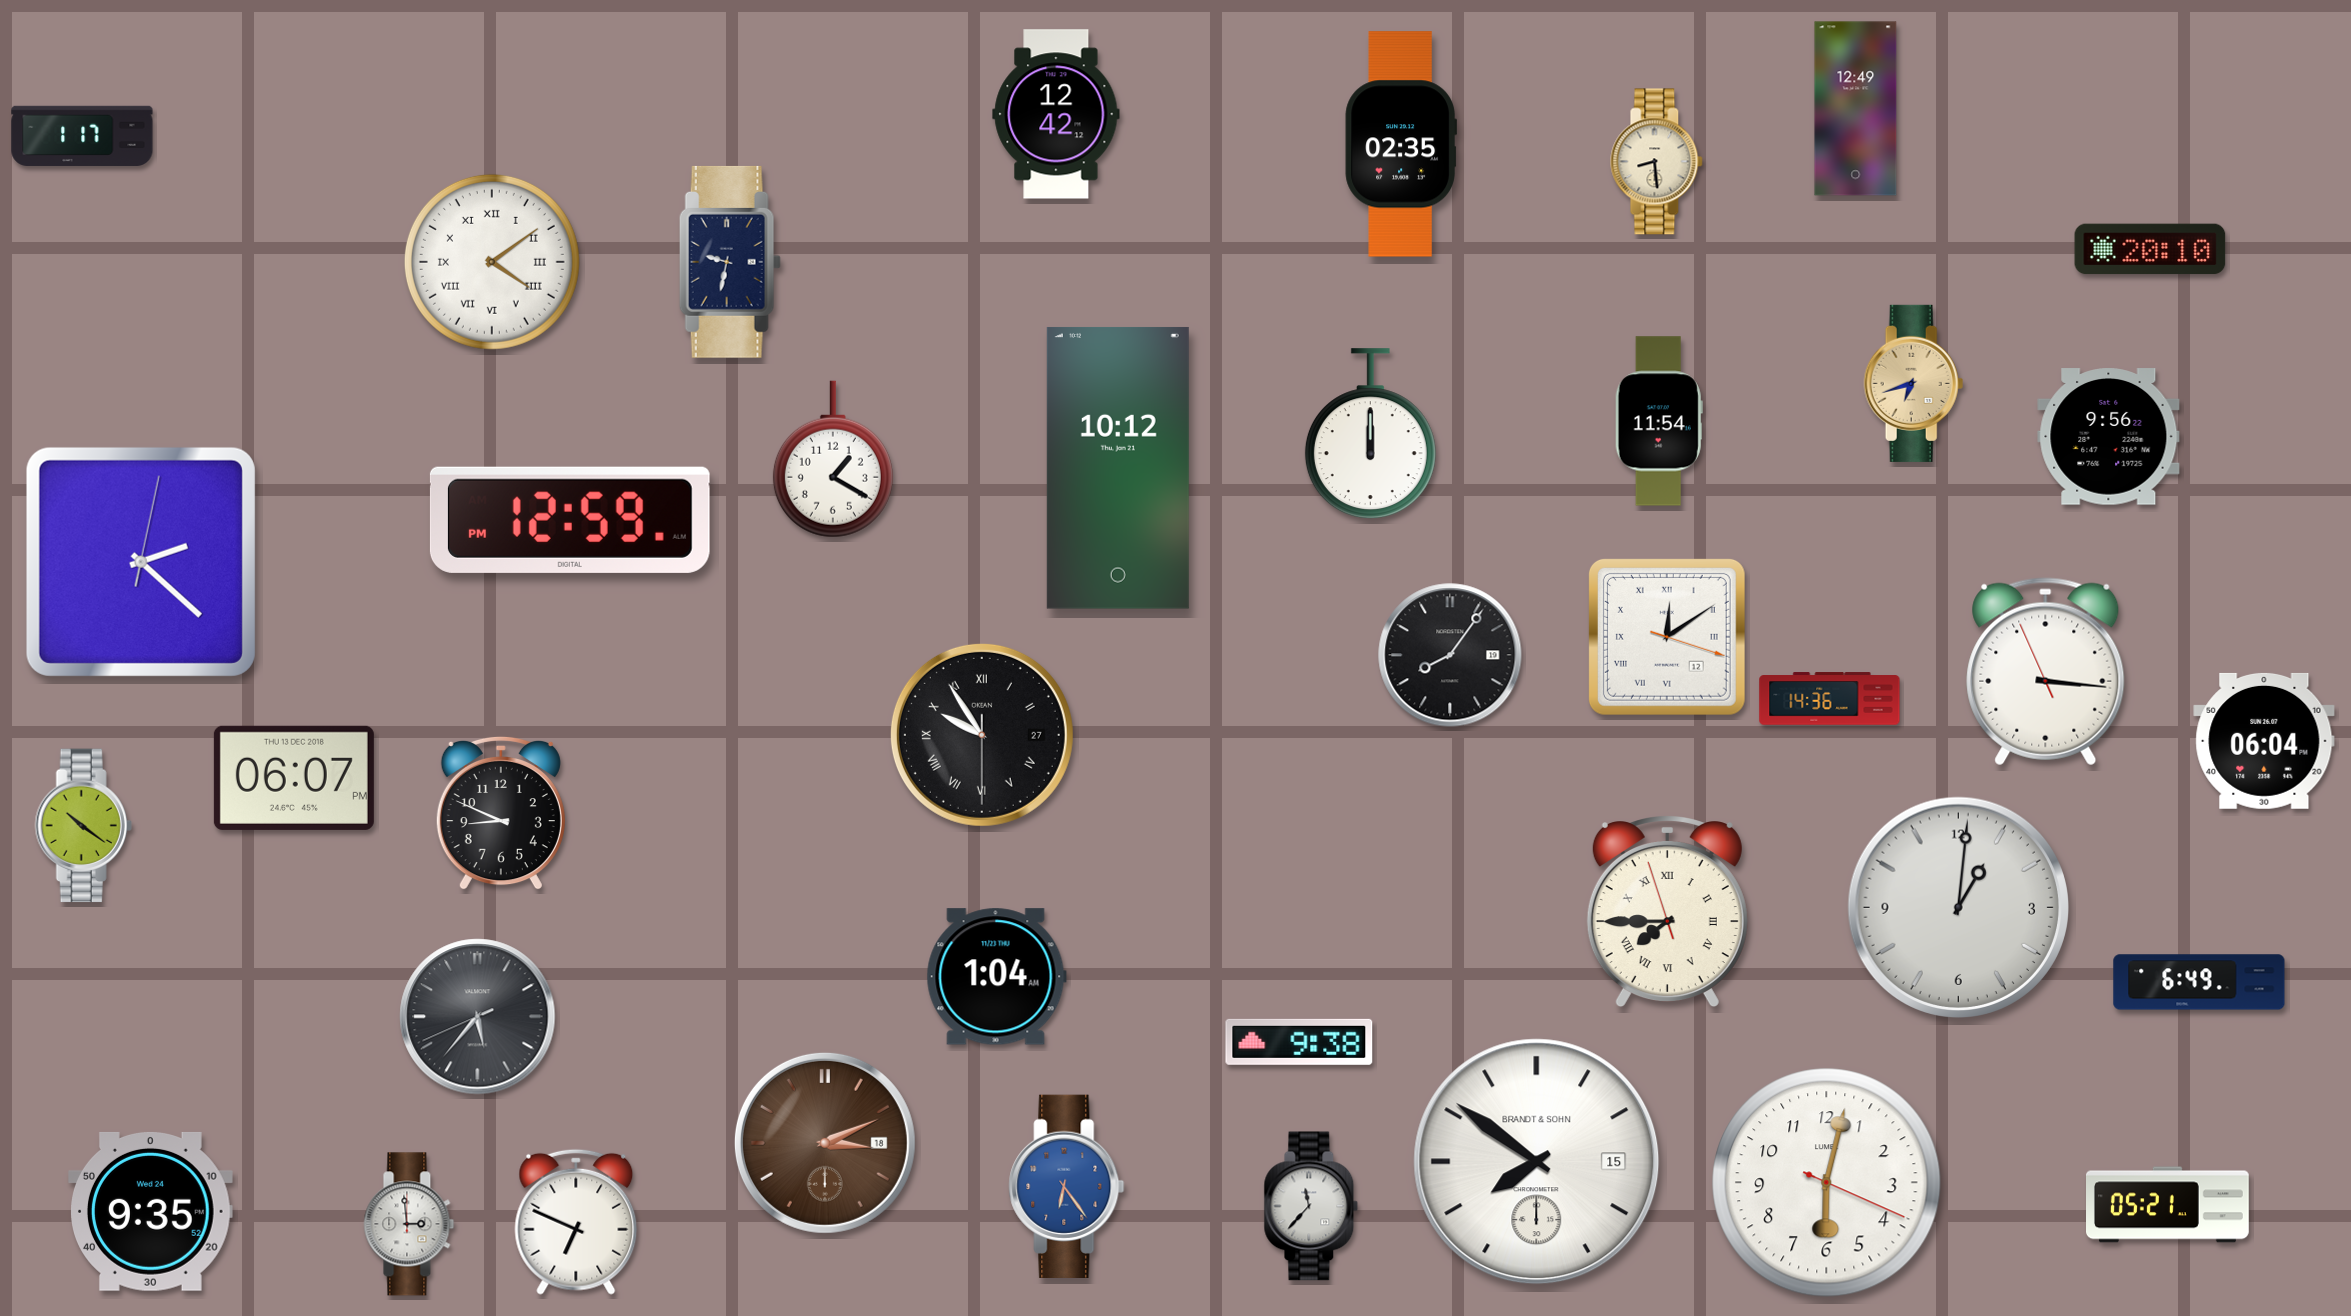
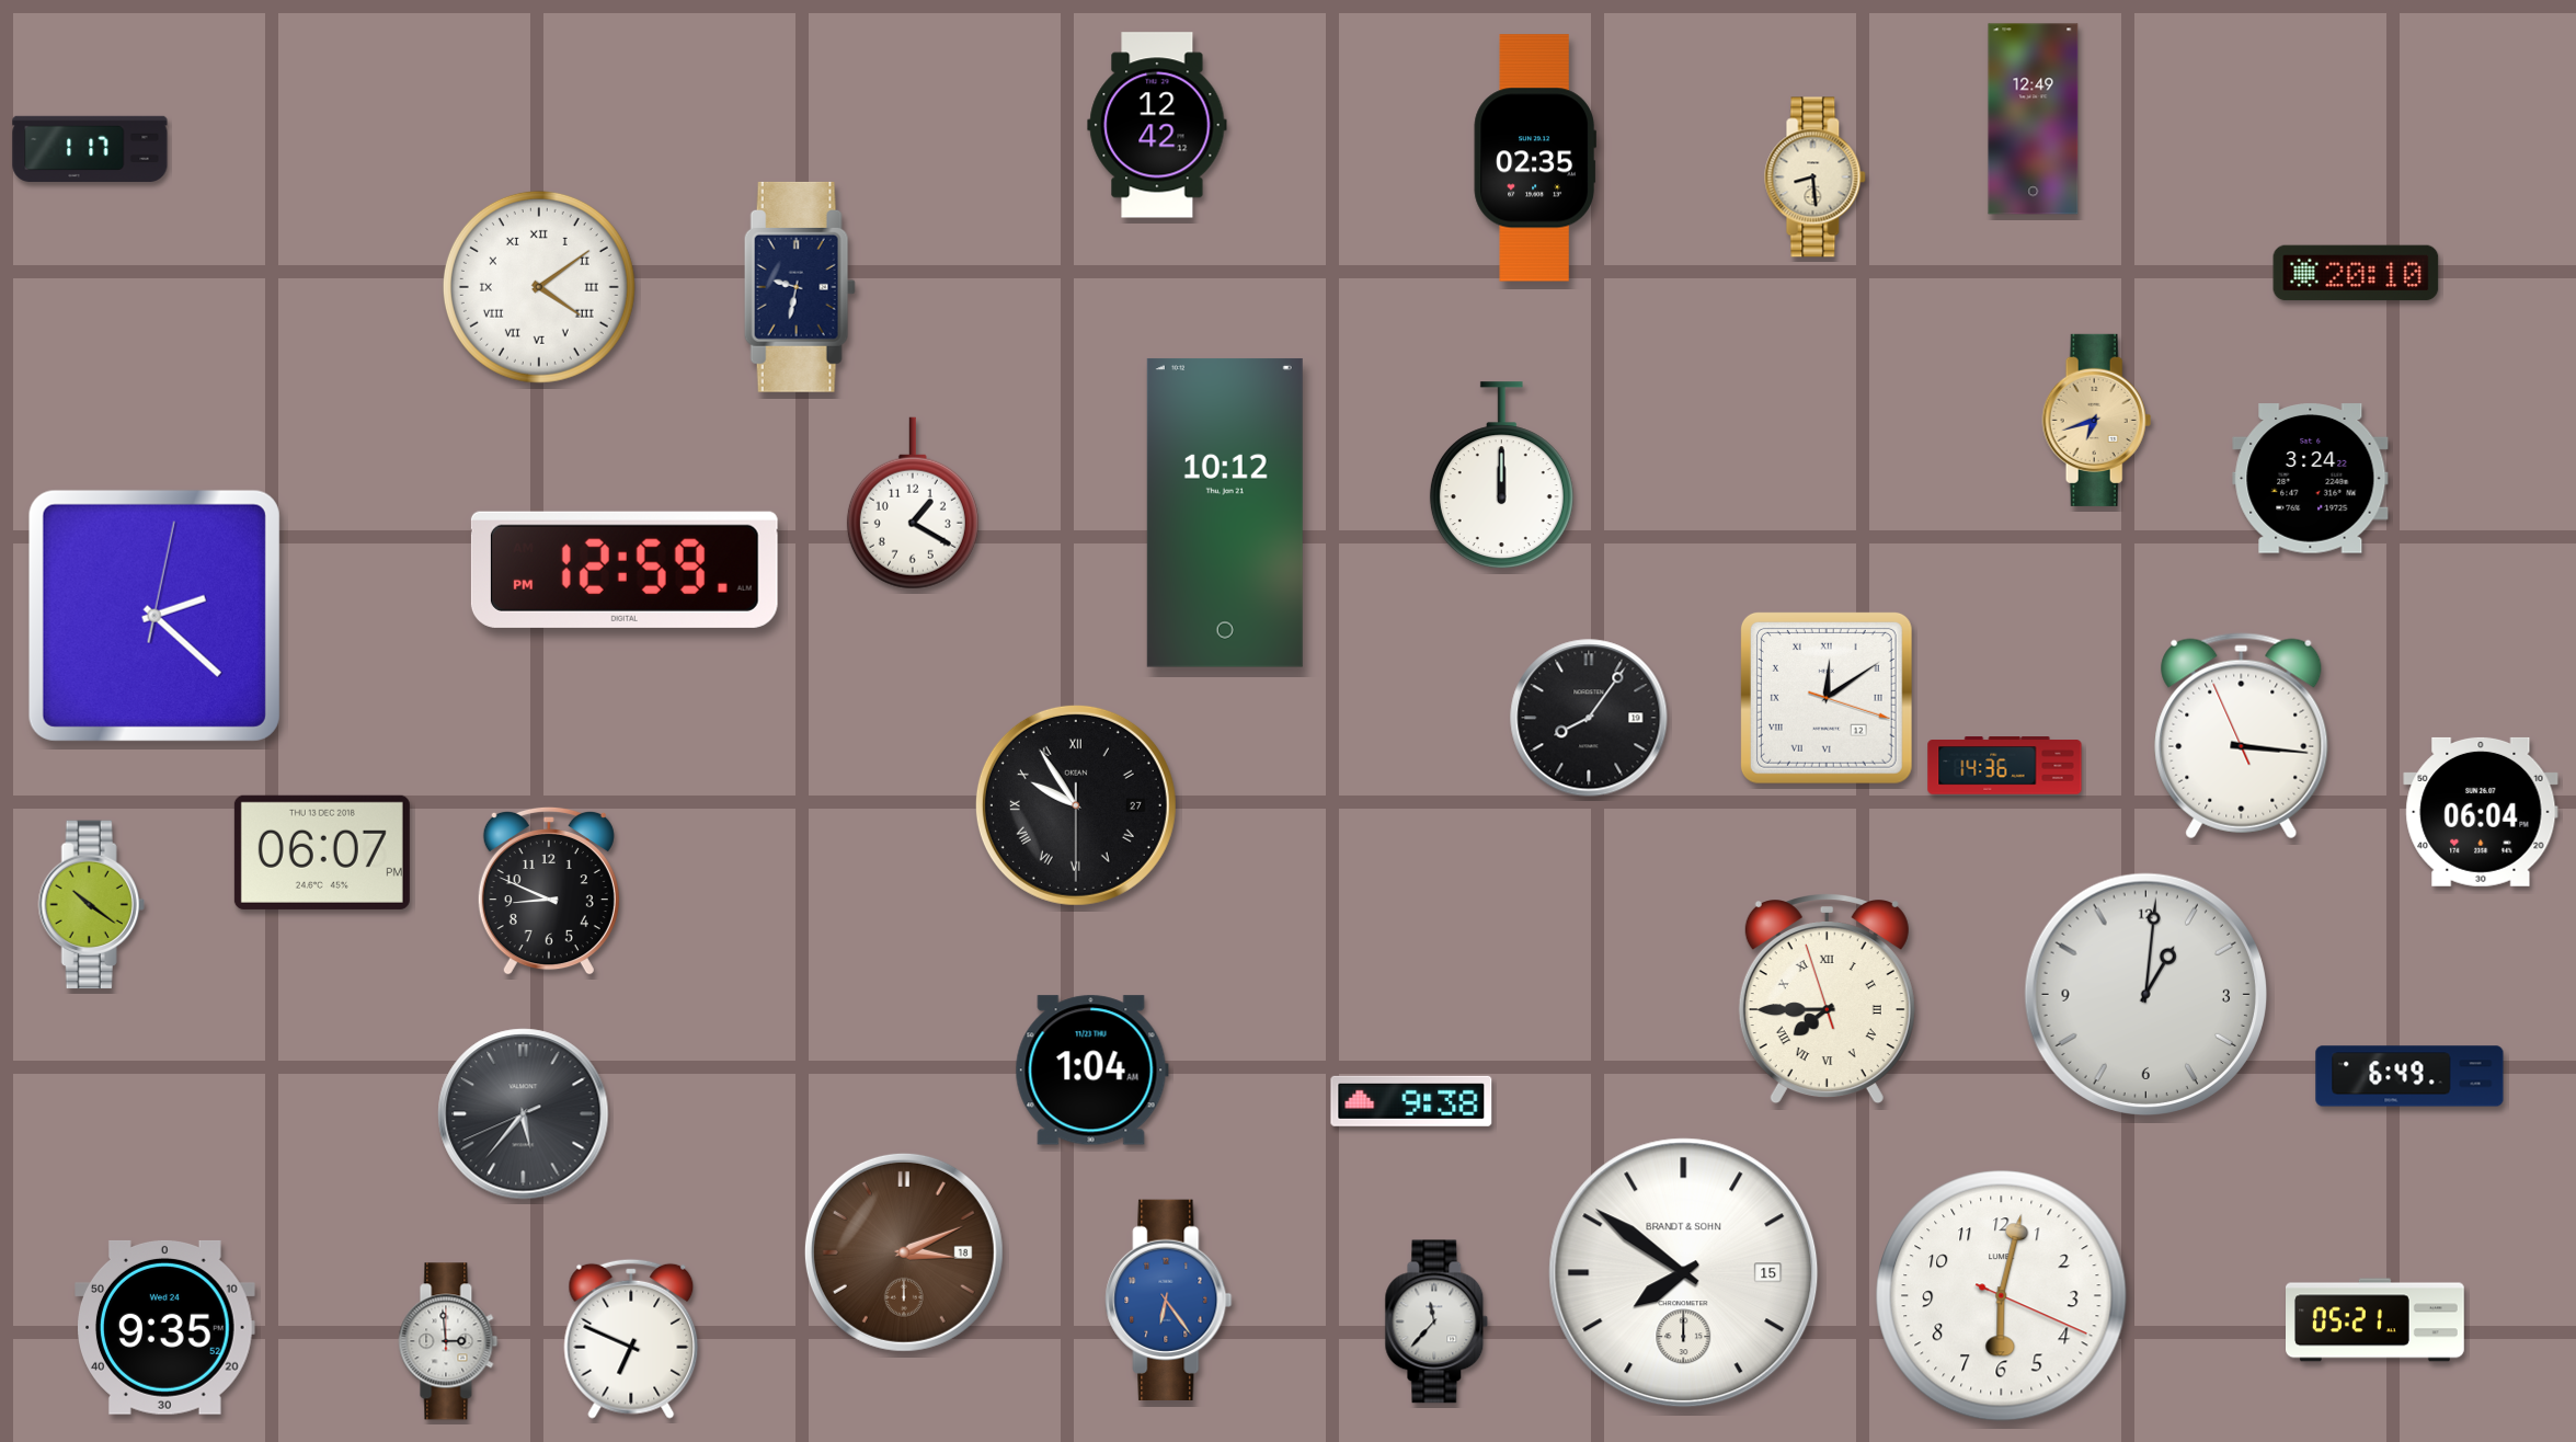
clock at (1659, 421): 11:54 -> none
clock at (2109, 437): 9:56 -> 3:24
clock at (1299, 1042) position: (1299, 1042) -> (1411, 1101)
